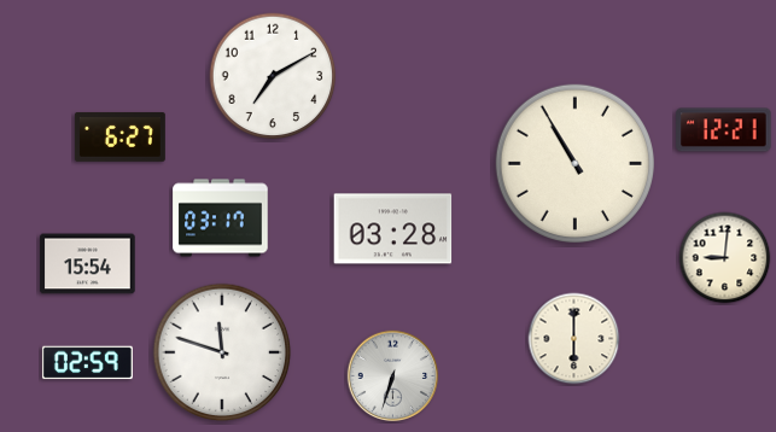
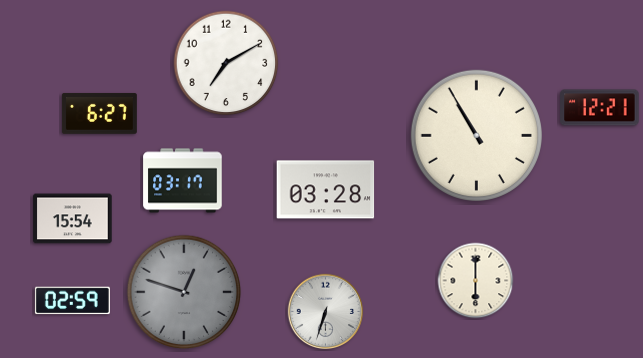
clock at (725, 258): 9:01 -> none
clock at (222, 352): 11:48 -> 12:48
clock at (222, 352) dial: white -> grey
